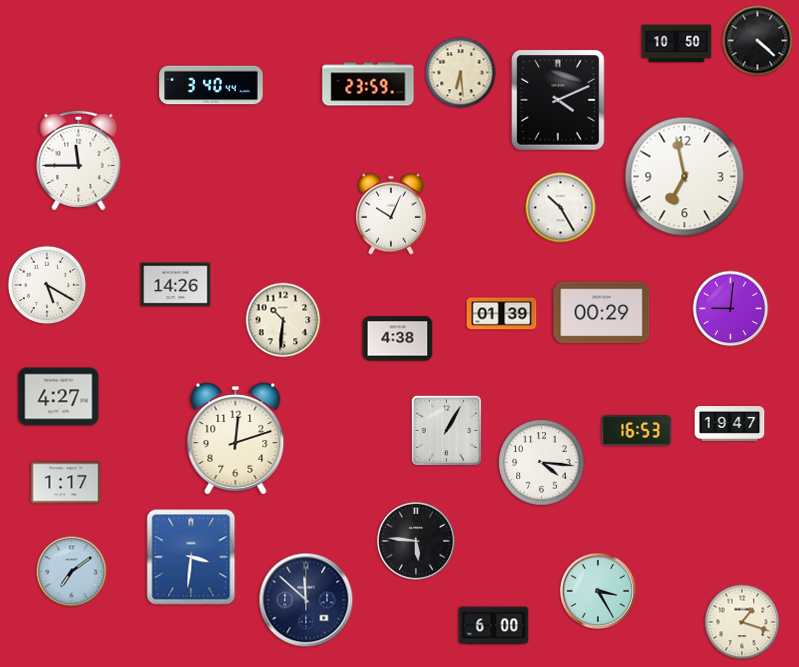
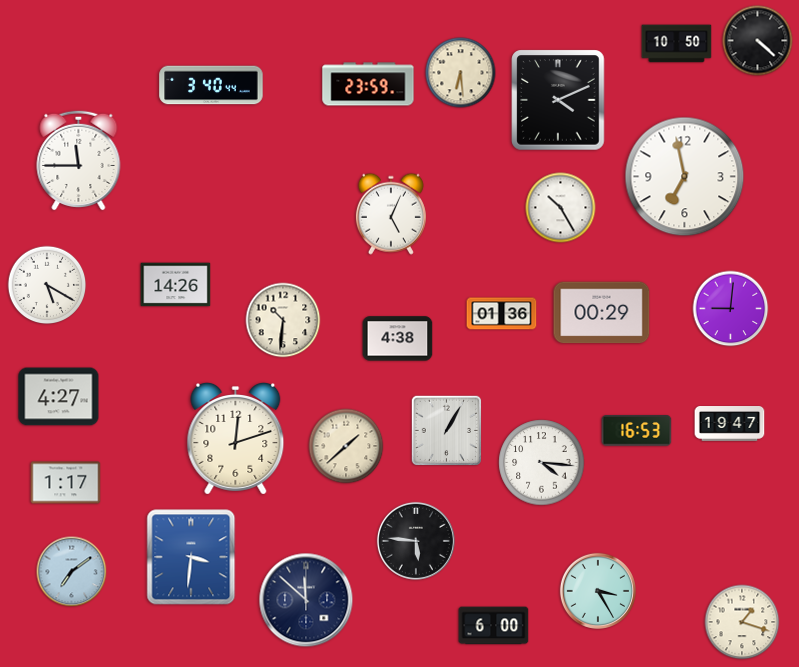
clock at (391, 214): 10:04 -> 5:04
clock at (502, 314): 01:39 -> 01:36
clock at (346, 446): none -> 1:38
